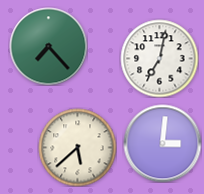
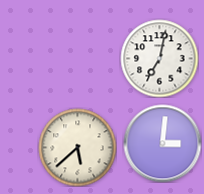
clock at (48, 46): 7:23 -> none
